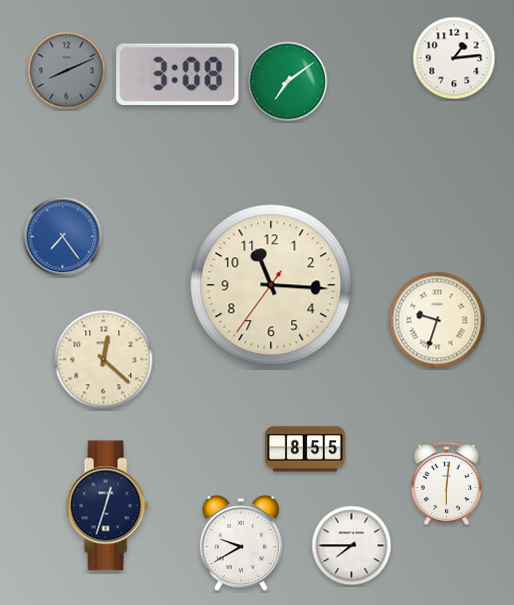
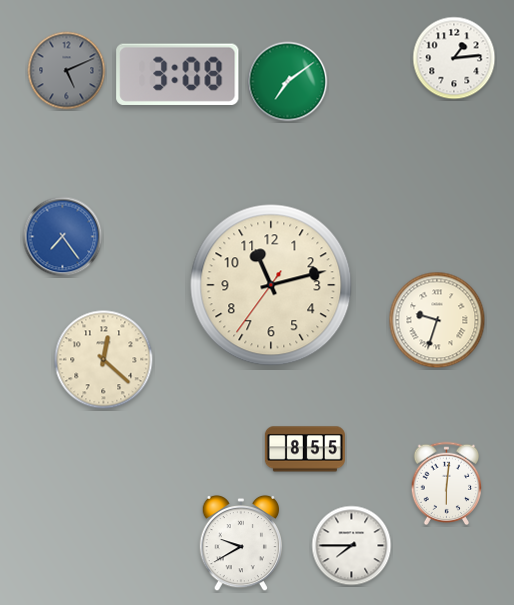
clock at (67, 71): 8:11 -> 5:11
clock at (271, 285): 11:15 -> 11:12
clock at (107, 506): 12:33 -> none
